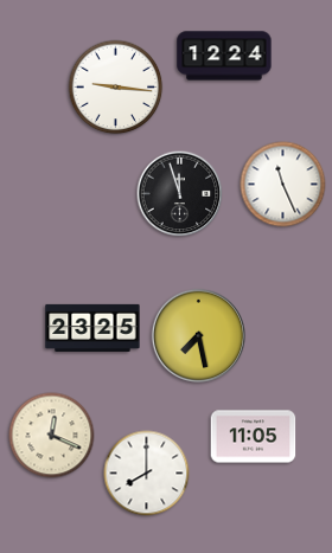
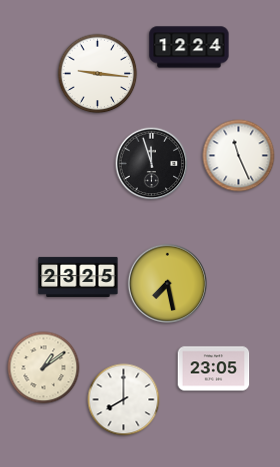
clock at (52, 436): 12:19 -> 1:09
clock at (254, 437): 11:05 -> 23:05
